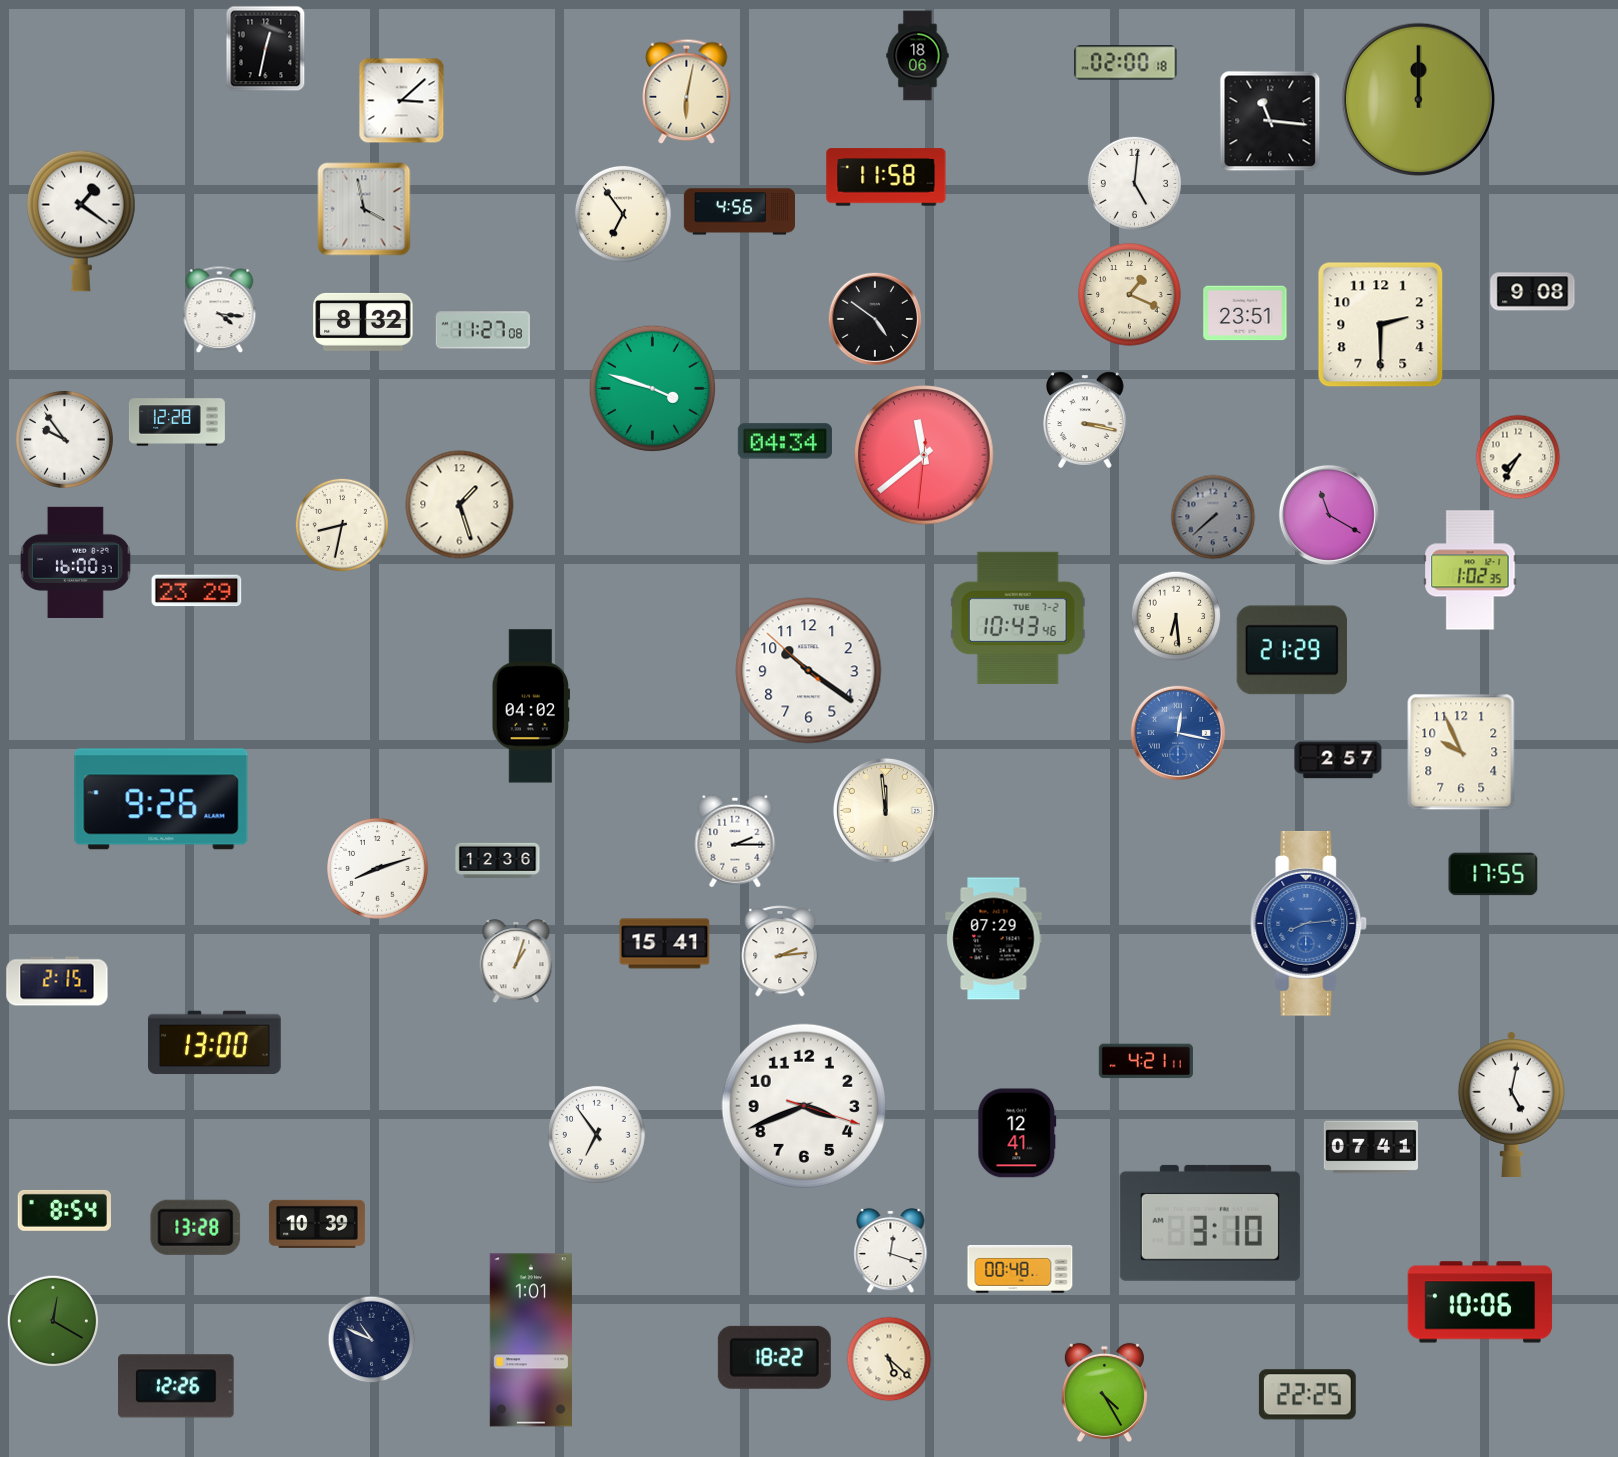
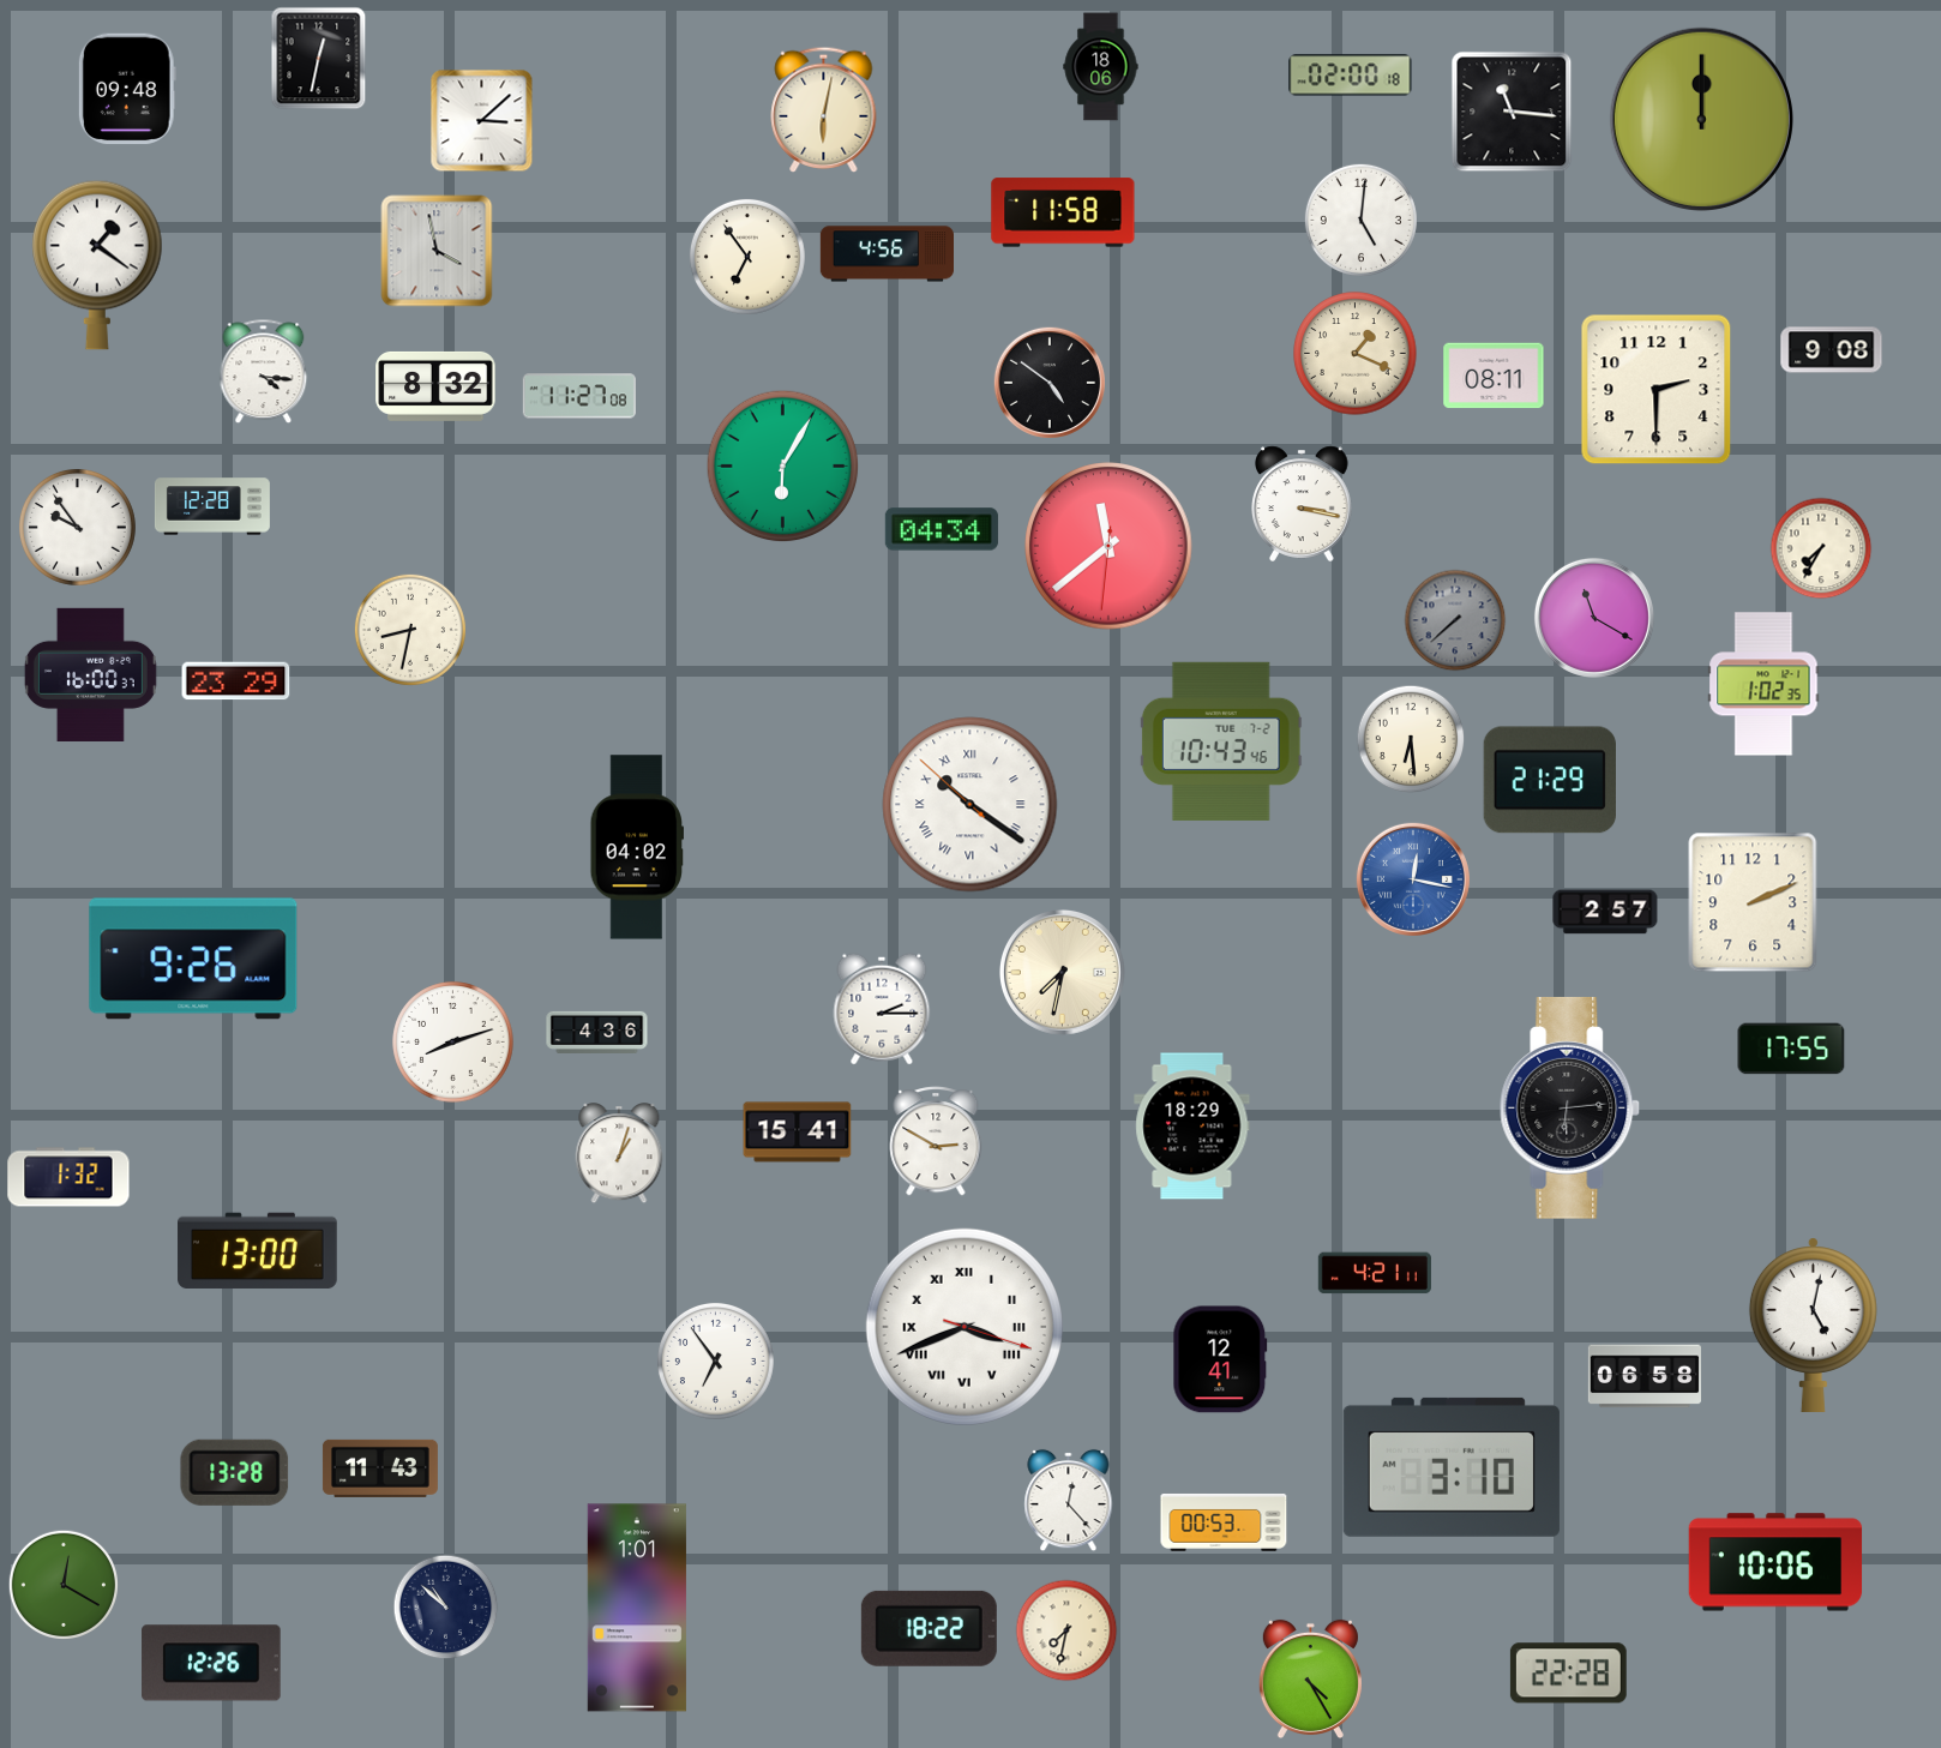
clock at (127, 89): none -> 09:48
clock at (1270, 121) position: (1270, 121) -> (1512, 112)
clock at (1533, 292) position: (1533, 292) -> (1832, 350)
clock at (1245, 313): 23:51 -> 08:11
clock at (653, 389): 3:48 -> 6:05
clock at (460, 505): 1:27 -> none
clock at (197, 591) position: (197, 591) -> (236, 681)
clock at (809, 671) numerals: Arabic -> Roman
clock at (1461, 752): 9:56 -> 2:11
clock at (885, 810): 11:59 -> 7:32
clock at (498, 860): 12:36 -> 4:36
clock at (1309, 923): 8:14 -> 6:14
clock at (1309, 923) dial: blue -> black
clock at (994, 939): 07:29 -> 18:29
clock at (780, 952): 2:14 -> 2:50
clock at (57, 981): 2:15 -> 1:32
clock at (804, 1106) numerals: Arabic -> Roman
clock at (1371, 1147): 07:41 -> 06:58
clock at (64, 1210): 8:54 -> none
clock at (317, 1224): 10:39 -> 11:43
clock at (891, 1251): 12:18 -> 12:23
clock at (1020, 1269): 00:48 -> 00:53
clock at (372, 1340): 10:49 -> 10:52
clock at (889, 1359): 5:22 -> 7:32
clock at (1104, 1393) position: (1104, 1393) -> (1310, 1680)
clock at (1307, 1395): 22:25 -> 22:28
